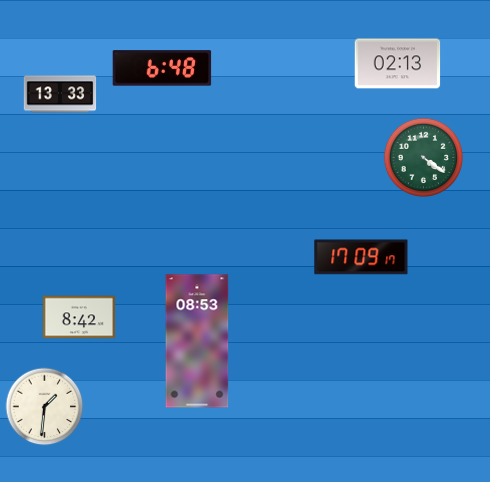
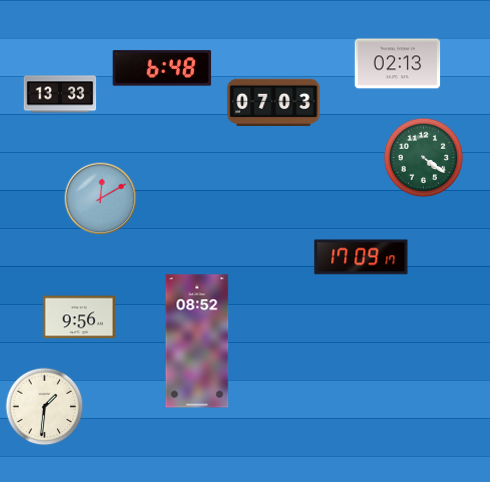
clock at (274, 102): none -> 07:03
clock at (101, 199): none -> 12:10
clock at (79, 317): 8:42 -> 9:56
clock at (197, 341): 08:53 -> 08:52
